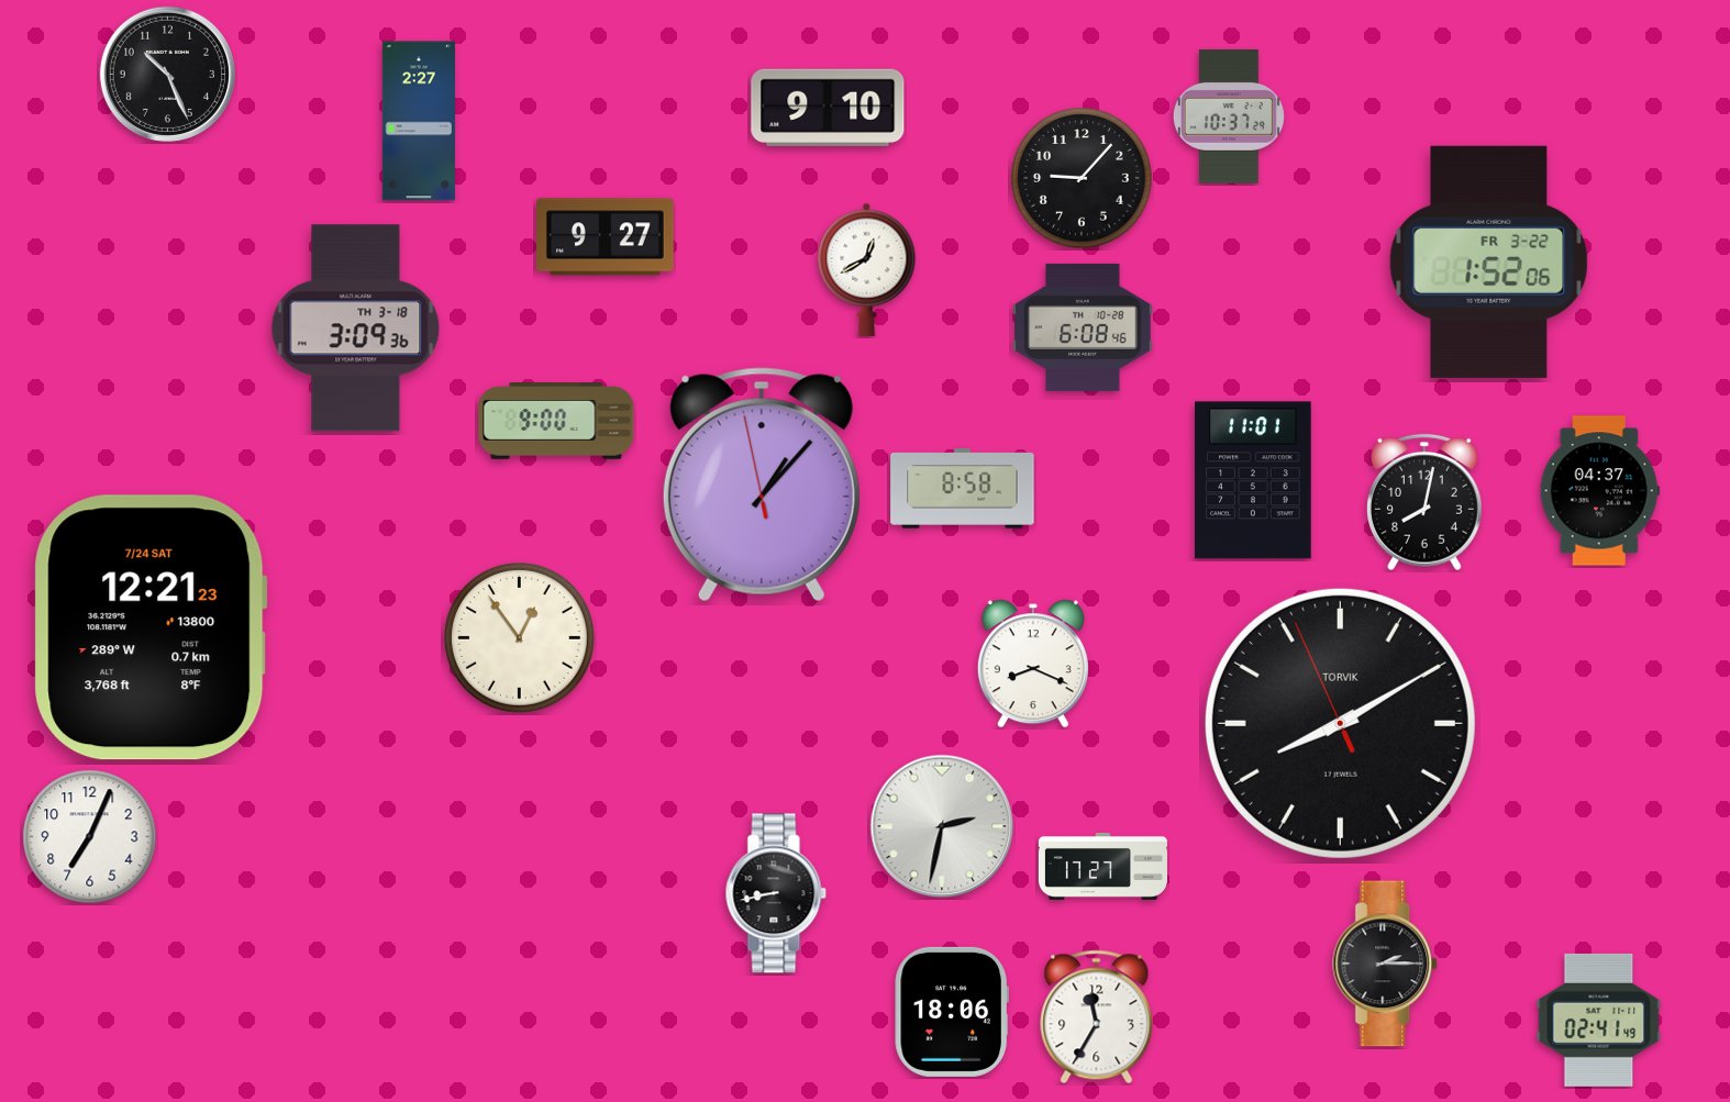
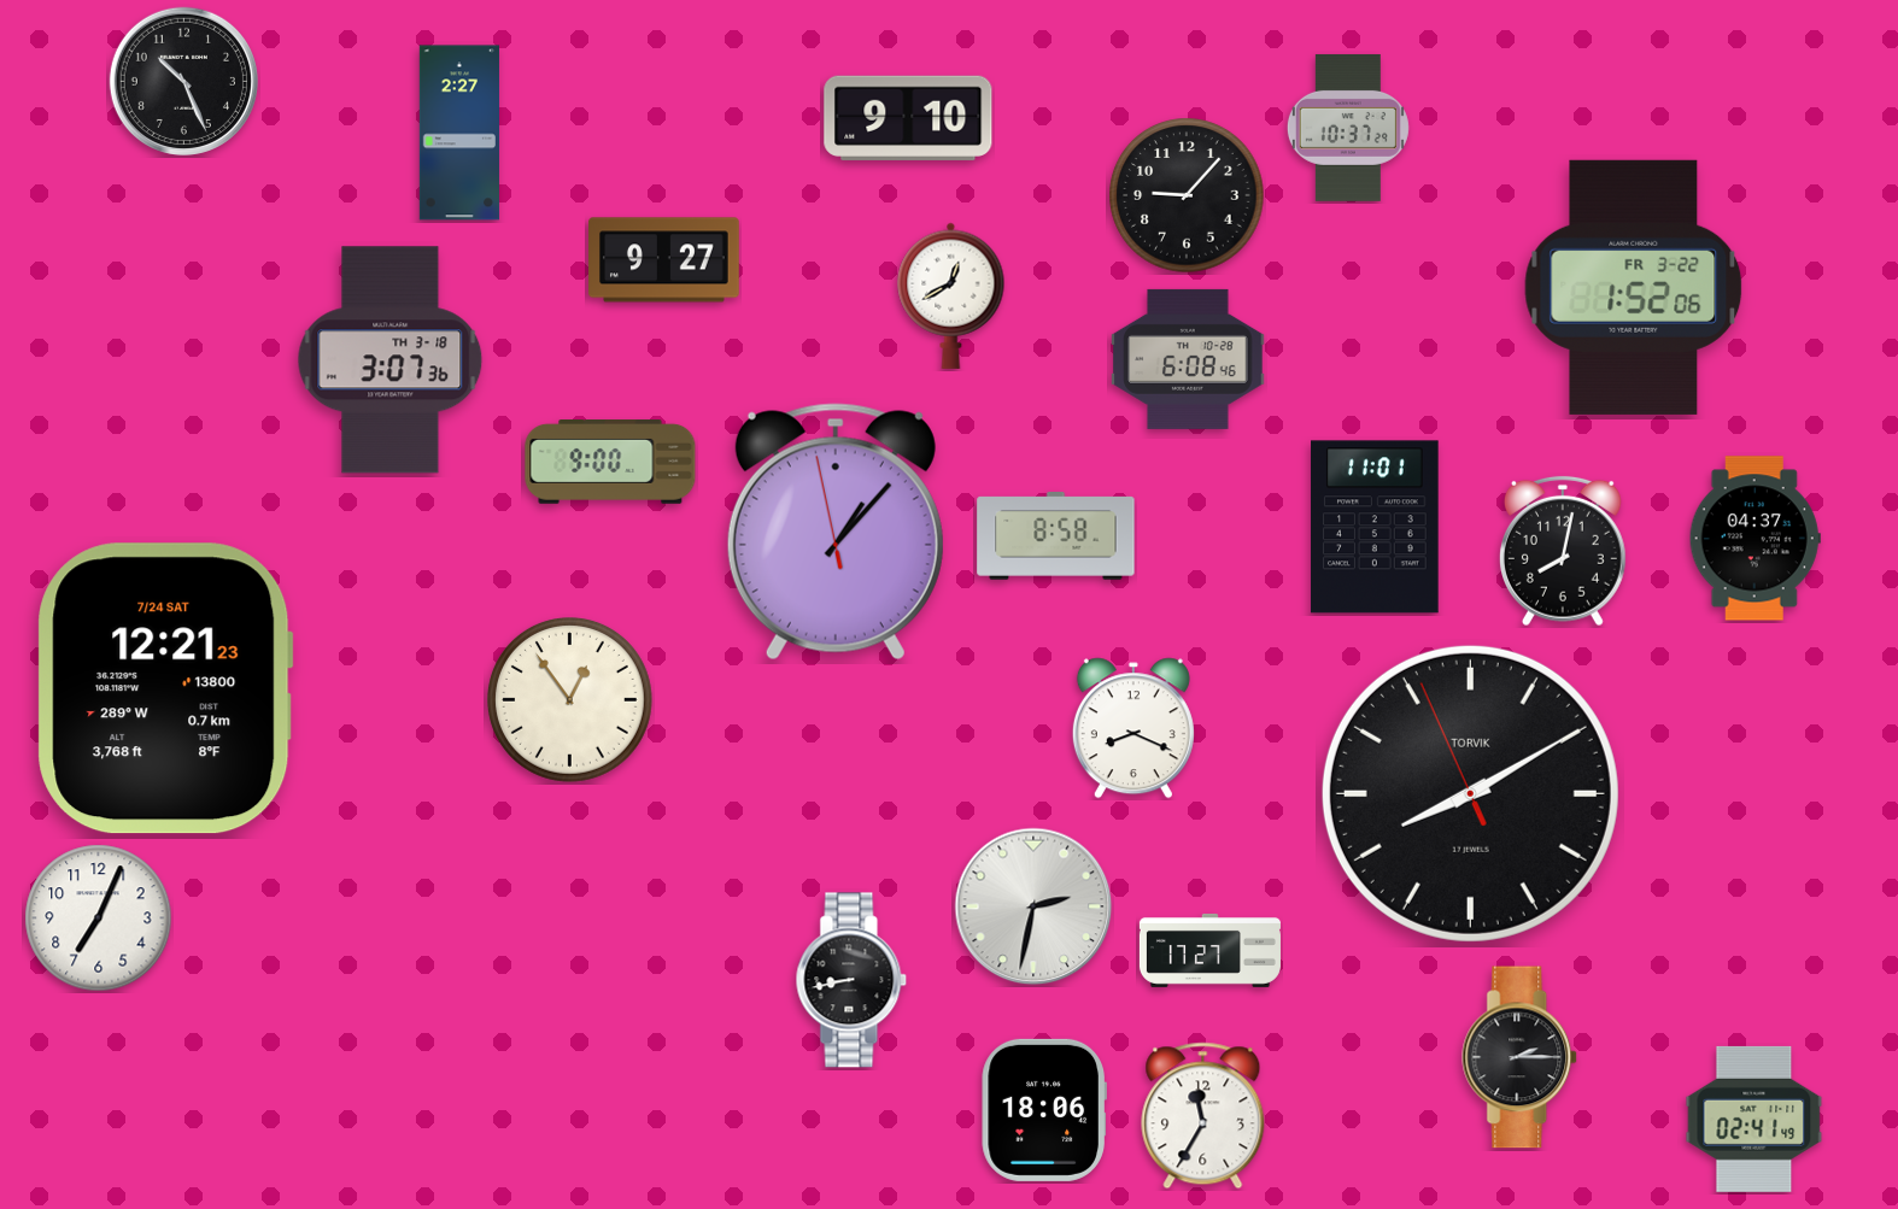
clock at (356, 329): 3:09 -> 3:07
